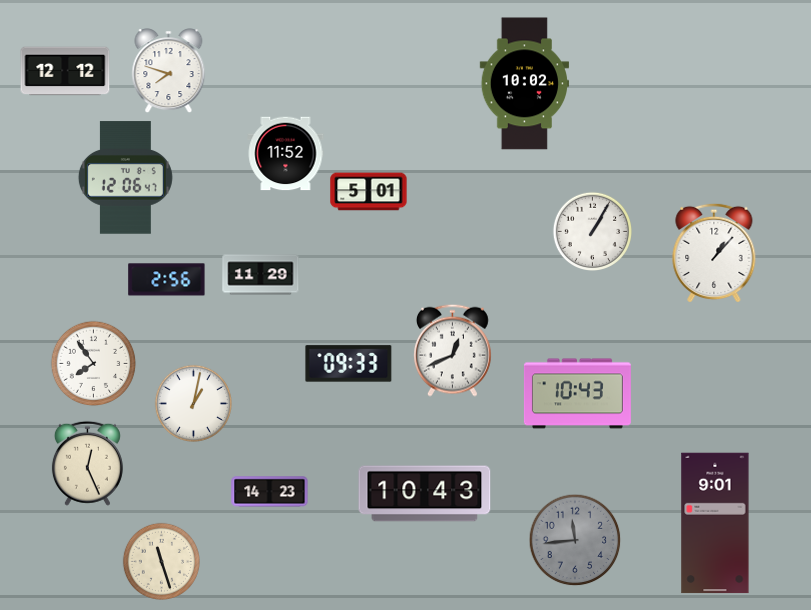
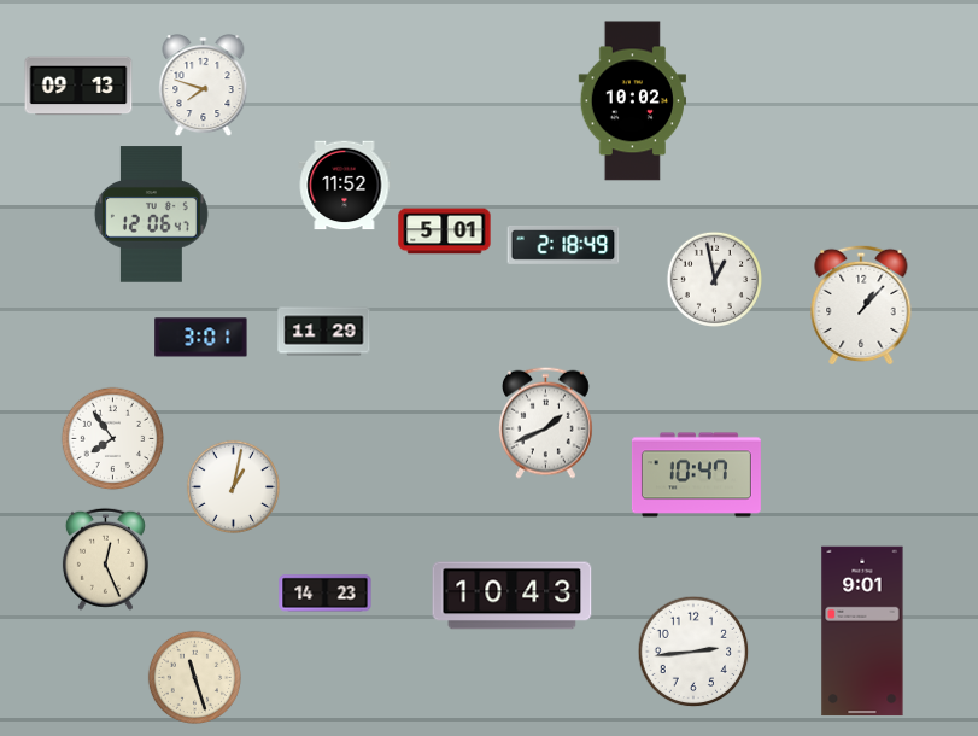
clock at (65, 71): 12:12 -> 09:13
clock at (563, 245): none -> 2:18
clock at (592, 231): 1:05 -> 12:58
clock at (261, 275) position: (261, 275) -> (324, 332)
clock at (167, 280): 2:56 -> 3:01
clock at (452, 350): 12:41 -> 1:41
clock at (349, 364): 09:33 -> none
clock at (577, 394): 10:43 -> 10:47
clock at (575, 540): 11:44 -> 2:44
clock at (575, 540) dial: grey -> white
